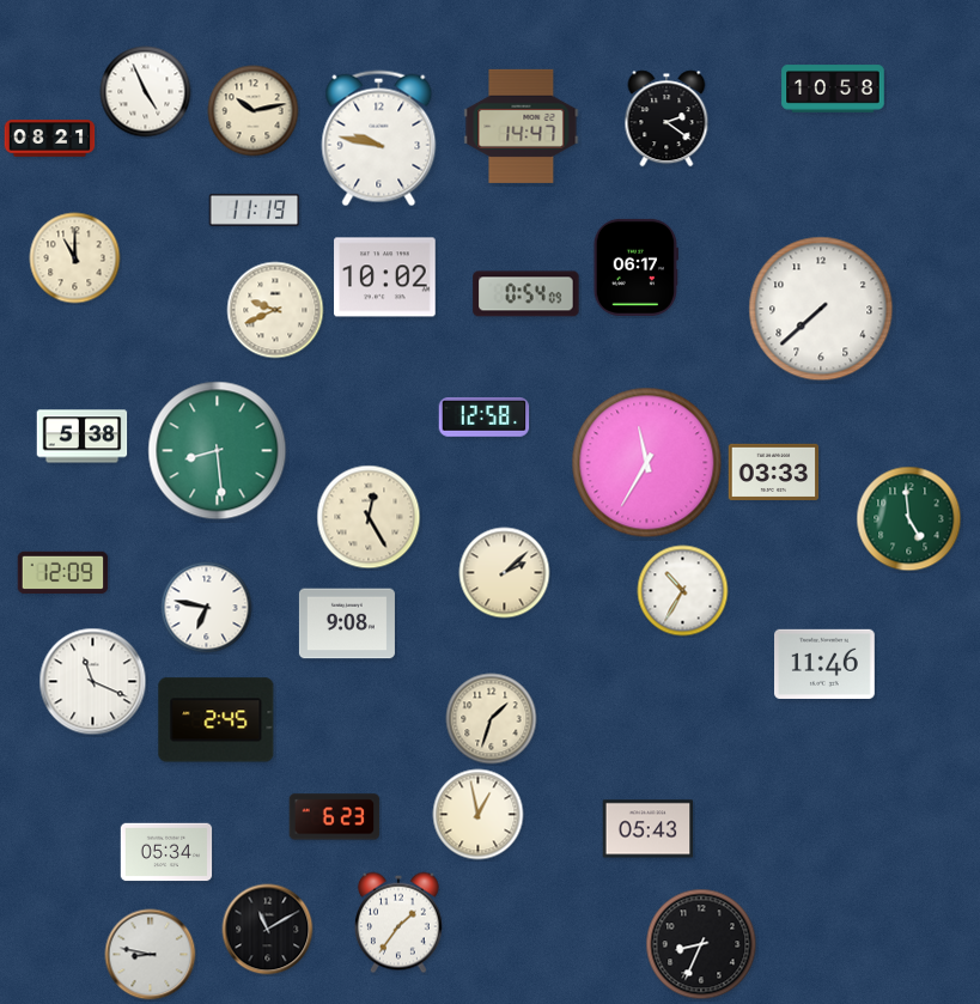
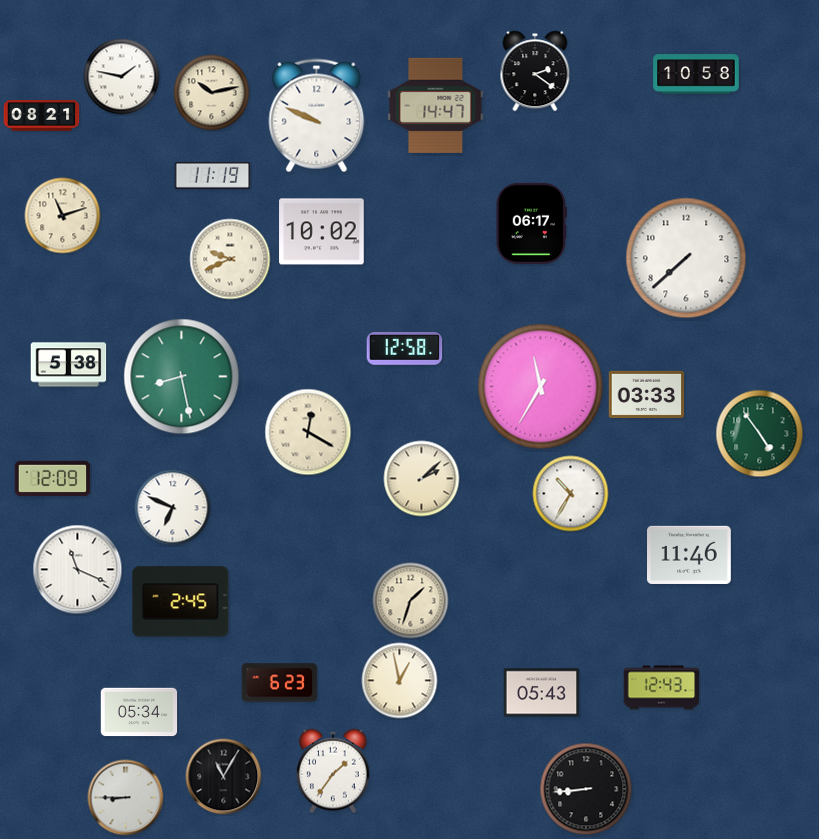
clock at (146, 92): 4:56 -> 1:47
clock at (666, 118) position: (666, 118) -> (535, 71)
clock at (379, 139): 9:47 -> 9:49
clock at (75, 258): 11:00 -> 11:12
clock at (526, 294): 0:54 -> none
clock at (218, 451): 8:29 -> 8:28
clock at (369, 517): 12:25 -> 12:20
clock at (909, 519): 4:59 -> 4:54
clock at (207, 608): 6:47 -> 6:49
clock at (347, 623): 9:08 -> none
clock at (662, 688): none -> 12:43
clock at (268, 930): 11:10 -> 11:05
clock at (701, 944): 8:34 -> 8:44
clock at (151, 955): 8:47 -> 8:45
